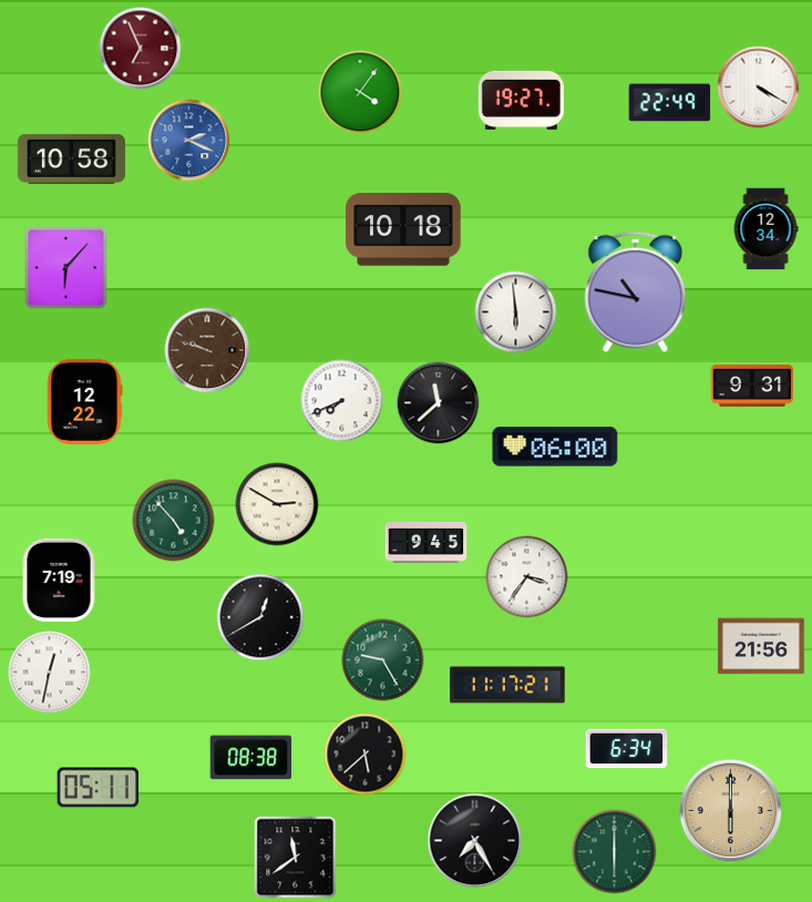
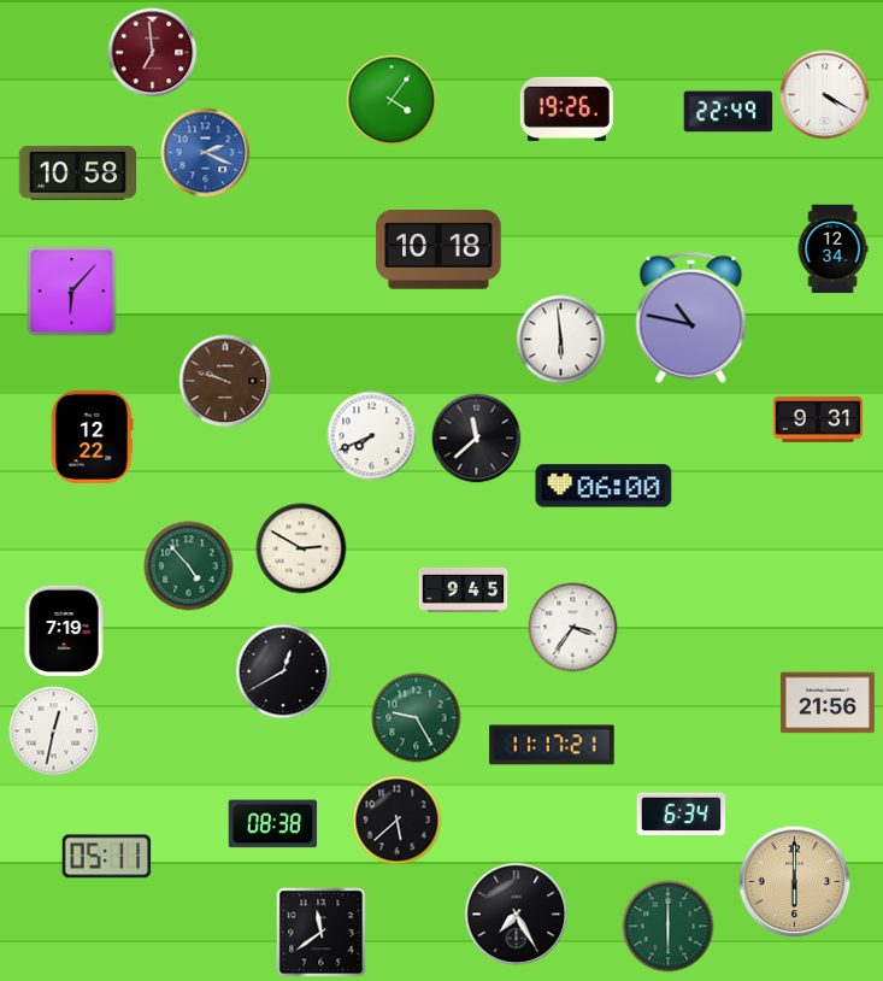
clock at (141, 49): 6:56 -> 6:59
clock at (521, 100): 19:27 -> 19:26
